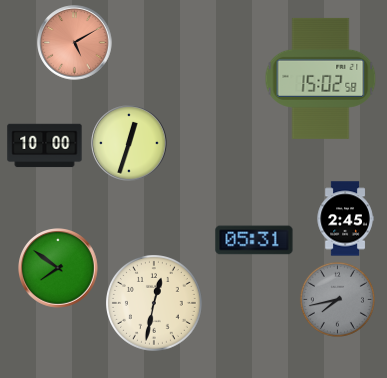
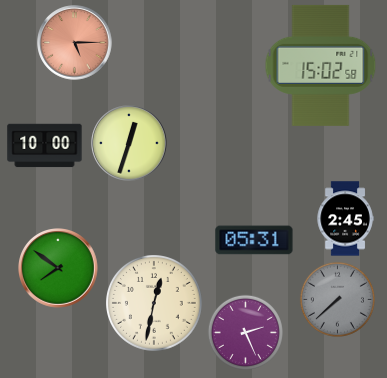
clock at (75, 43): 5:10 -> 5:15
clock at (321, 78) position: (321, 78) -> (321, 65)
clock at (337, 299): 7:43 -> 7:38
clock at (245, 332): none -> 2:26
